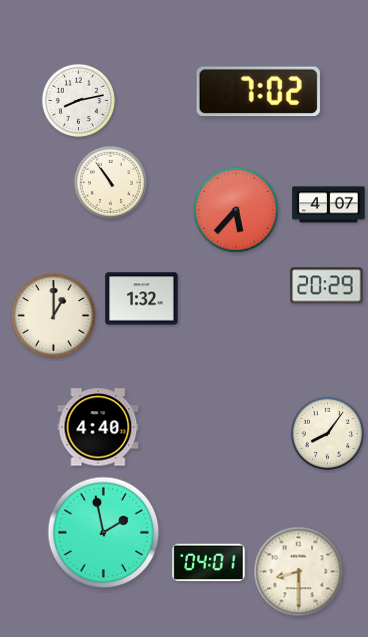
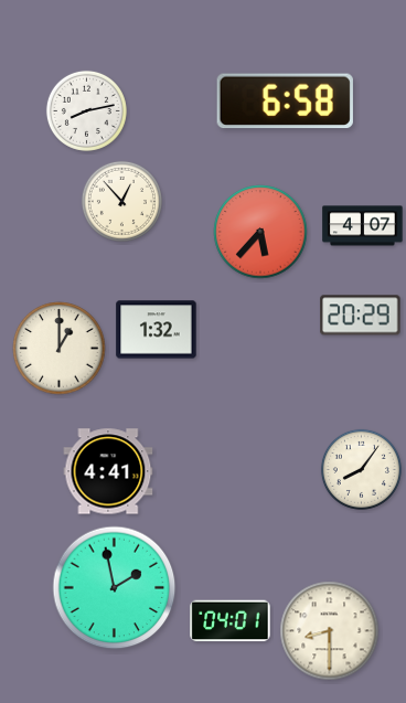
clock at (258, 92): 7:02 -> 6:58
clock at (110, 182): 10:54 -> 12:53
clock at (98, 427): 4:40 -> 4:41
clock at (327, 433) position: (327, 433) -> (361, 469)
